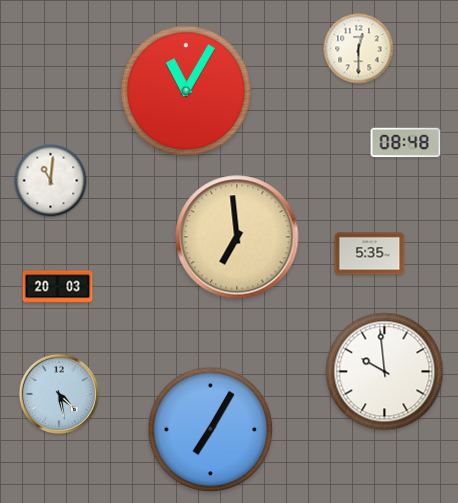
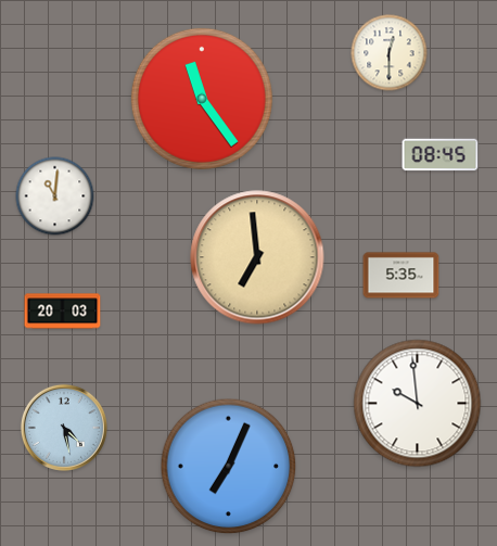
clock at (186, 91): 11:05 -> 11:24
clock at (406, 143): 08:48 -> 08:45
clock at (211, 430): 7:05 -> 7:04
